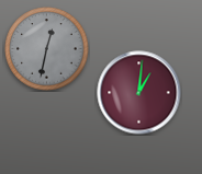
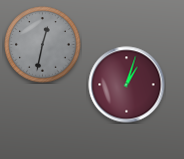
clock at (139, 93): 1:01 -> 1:03
